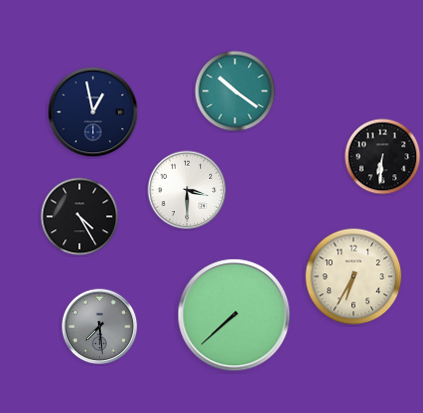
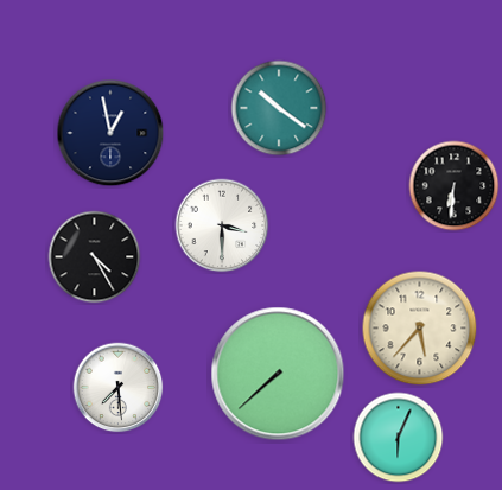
clock at (354, 277): 6:35 -> 5:37
clock at (100, 327) dial: grey -> white
clock at (399, 438): none -> 6:04
